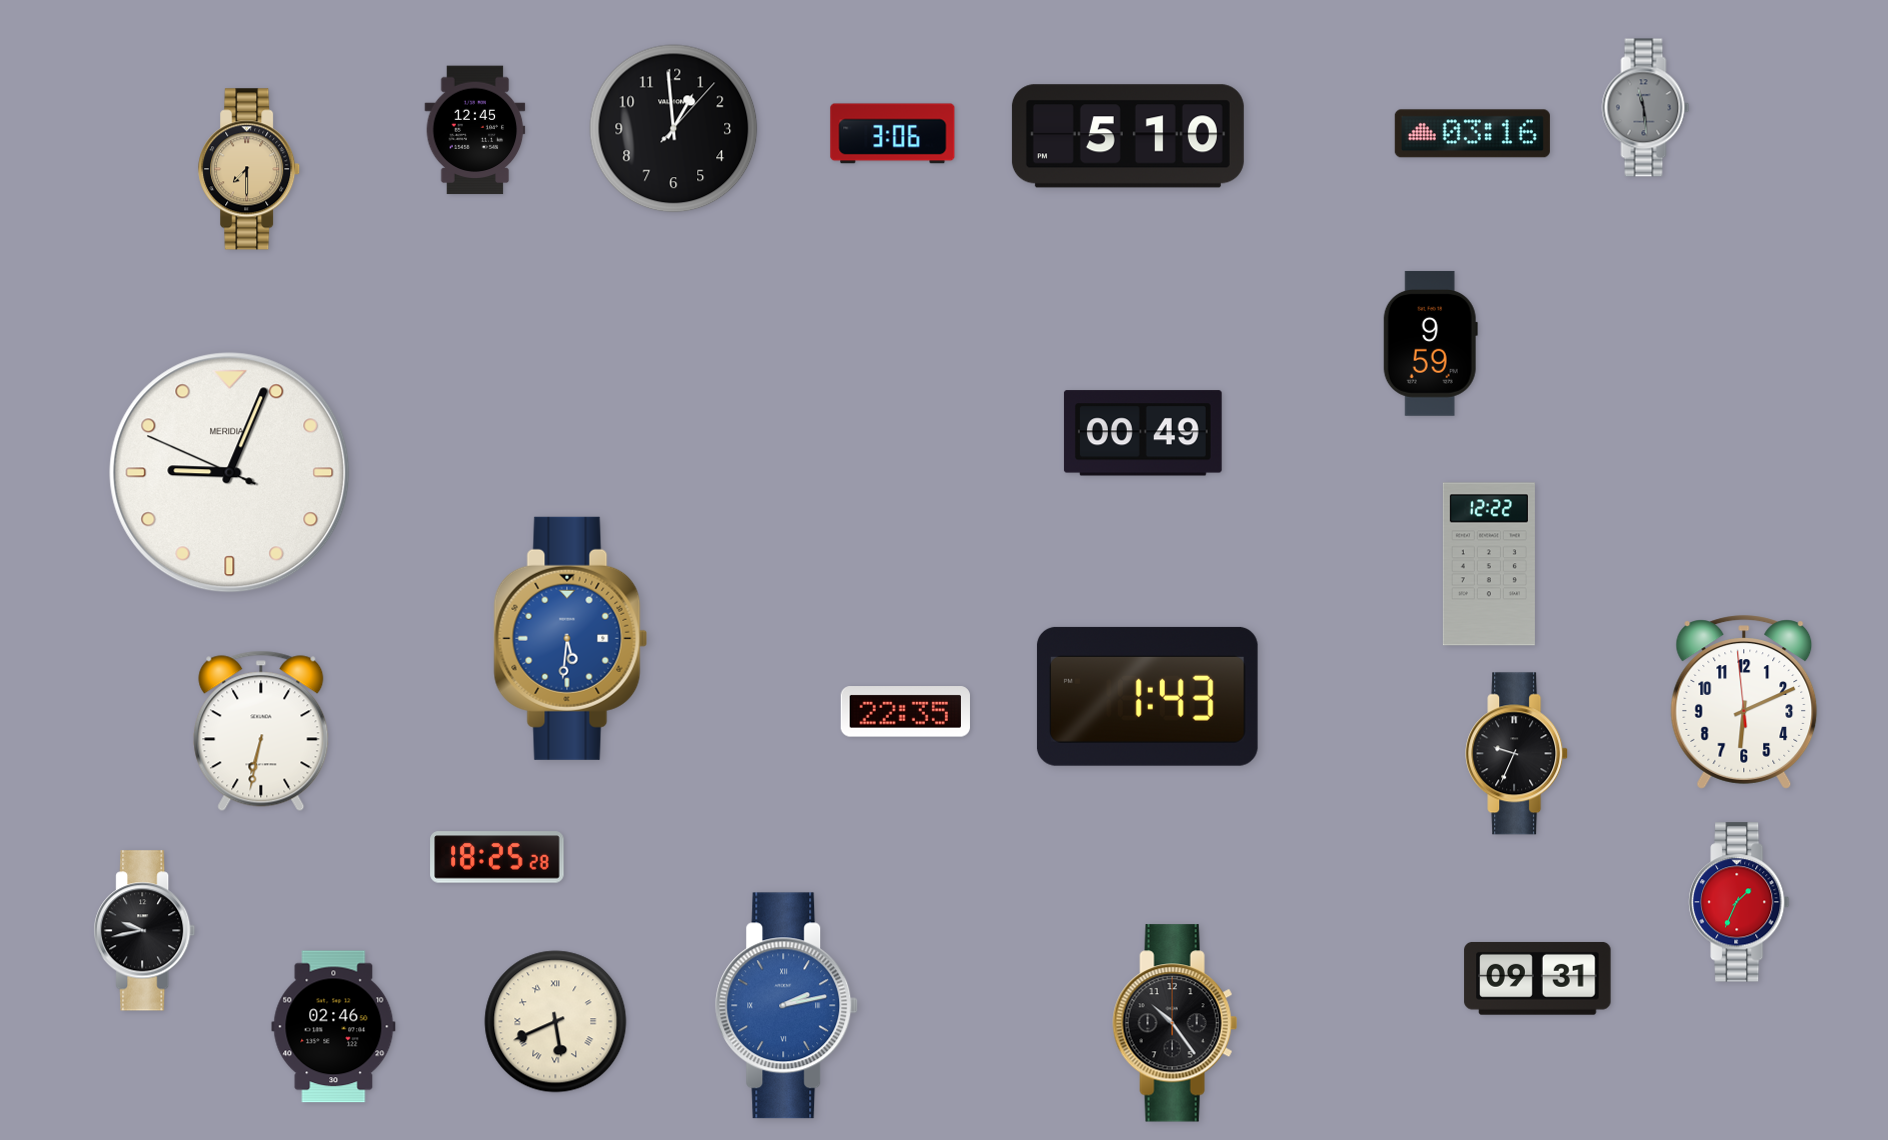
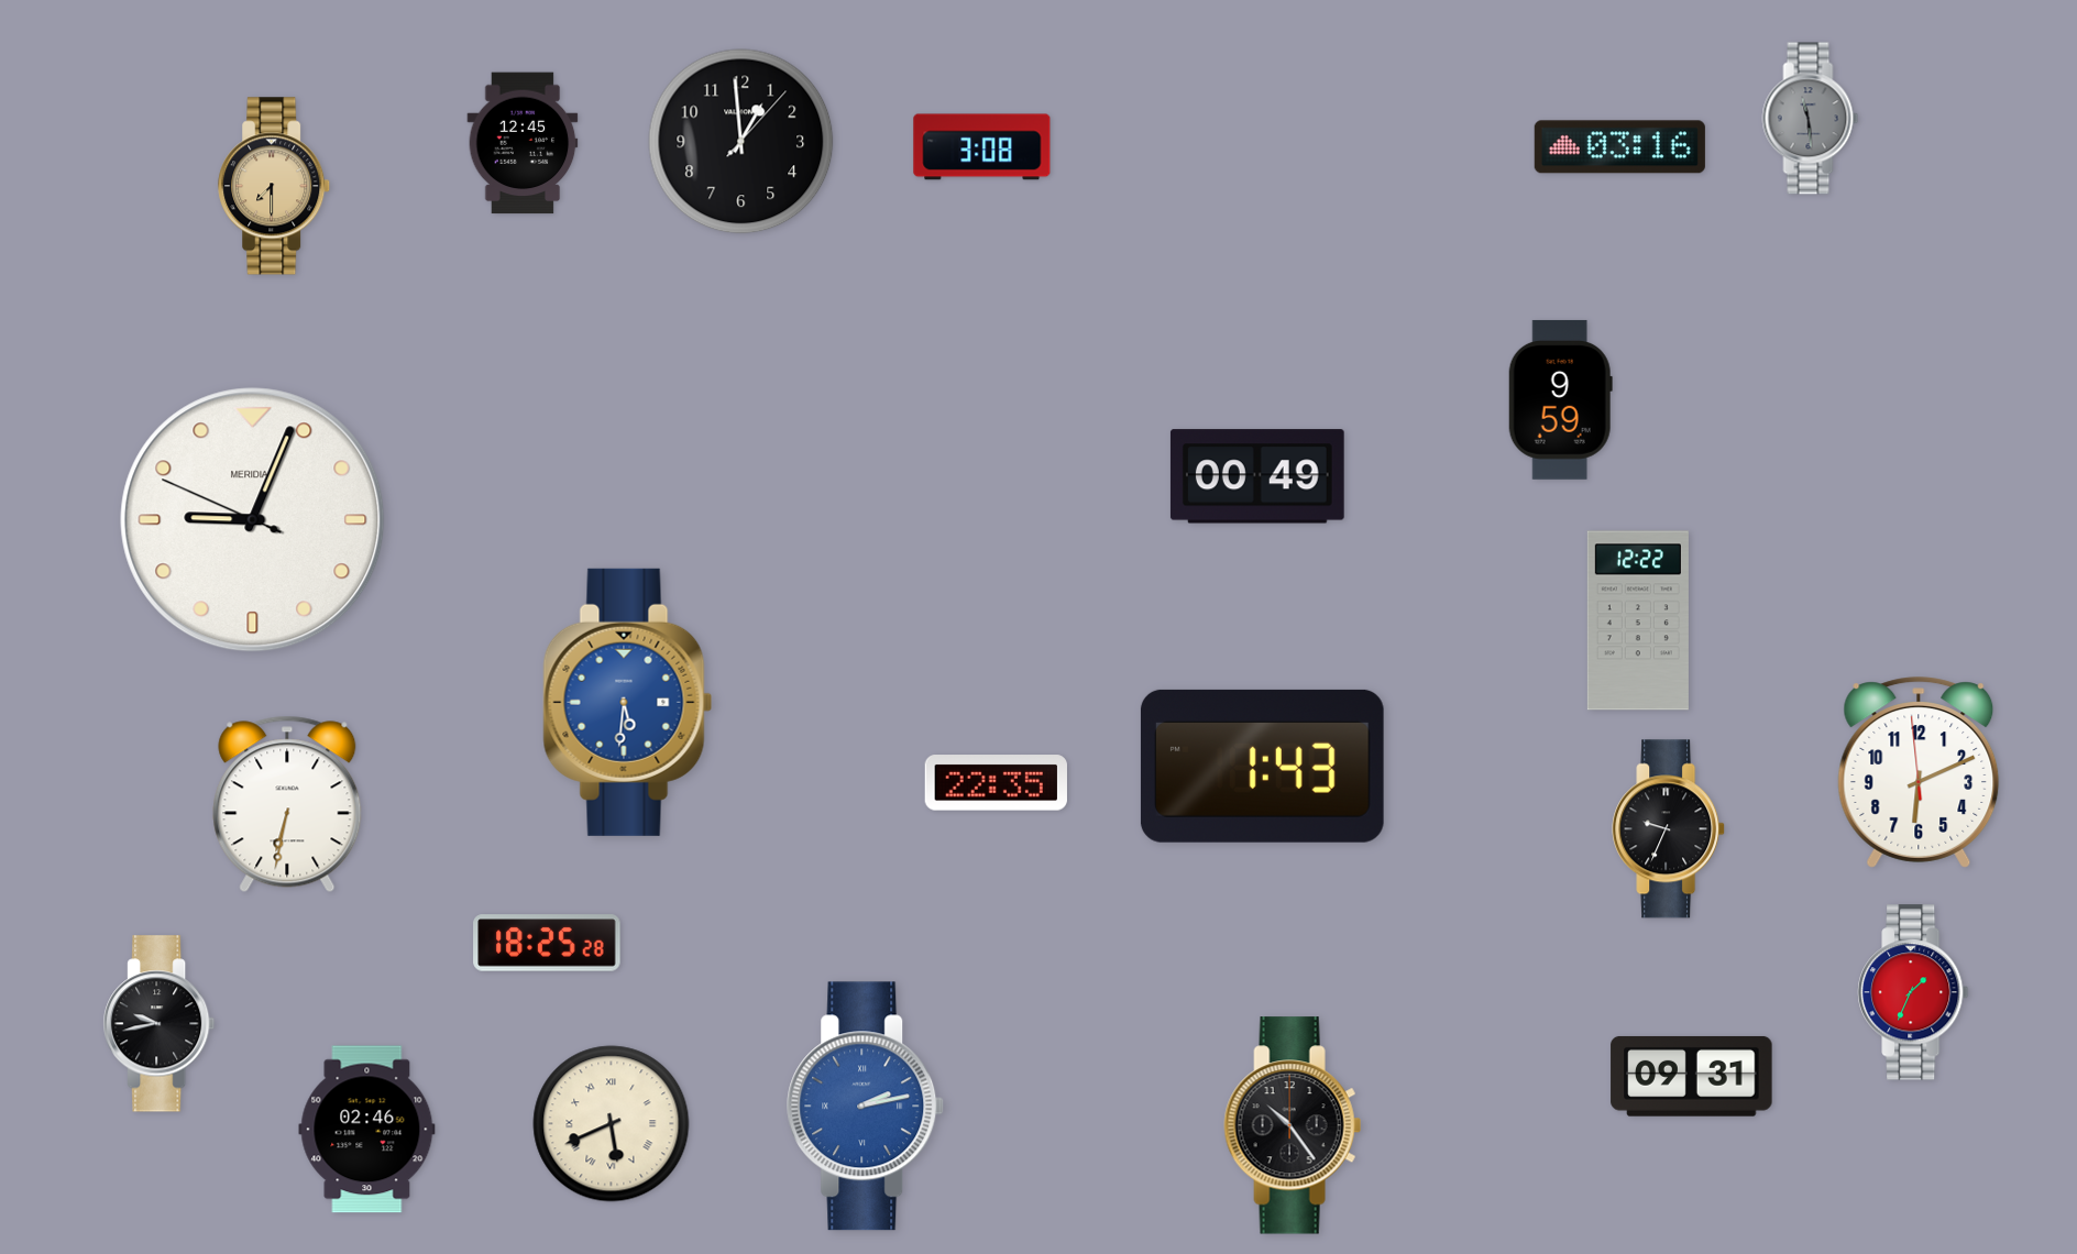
clock at (893, 134): 3:06 -> 3:08
clock at (1128, 136): 5:10 -> none
clock at (1430, 343) position: (1430, 343) -> (1560, 399)
